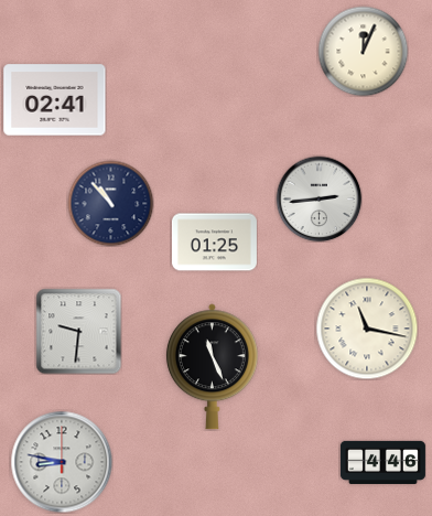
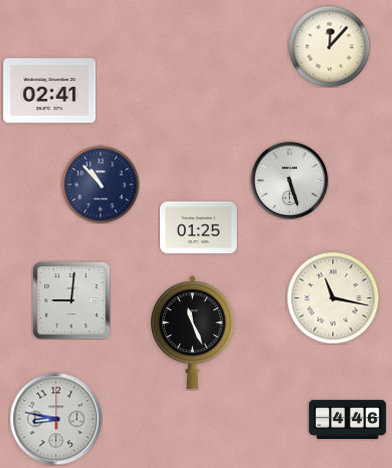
clock at (363, 51): 12:04 -> 12:07
clock at (318, 198): 2:44 -> 5:27
clock at (214, 243) position: (214, 243) -> (198, 228)
clock at (78, 331): 9:31 -> 9:01
